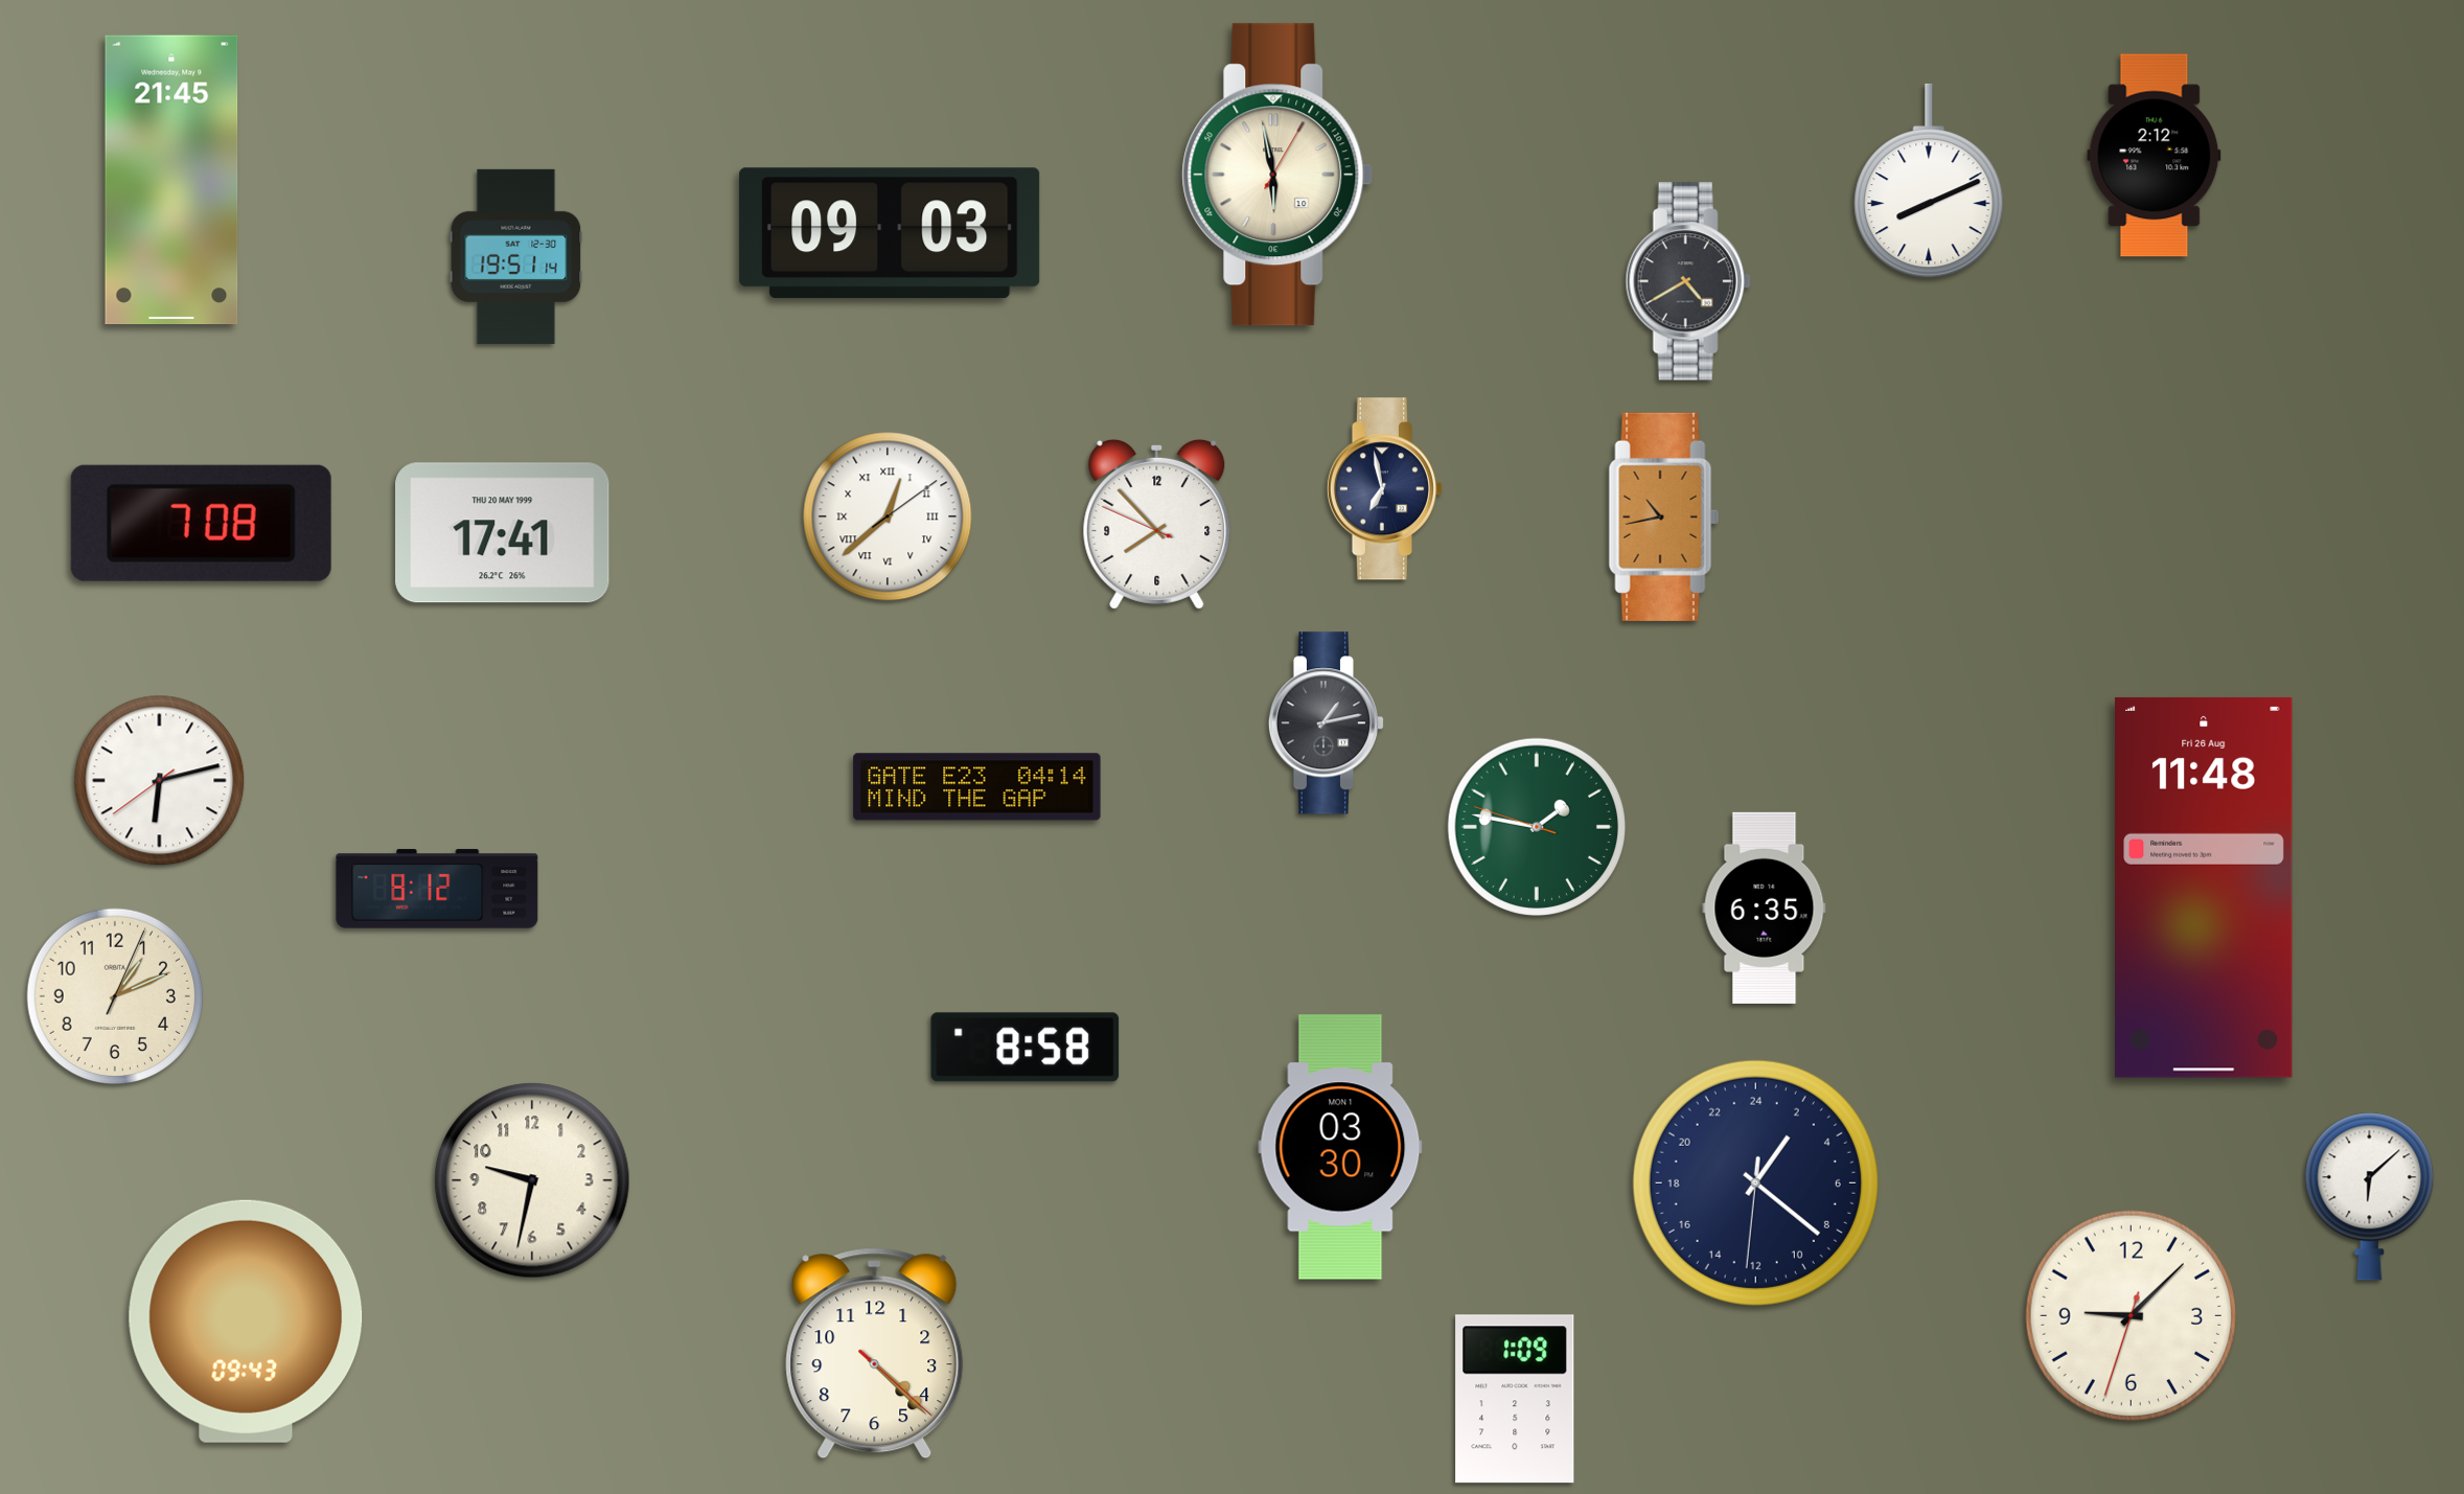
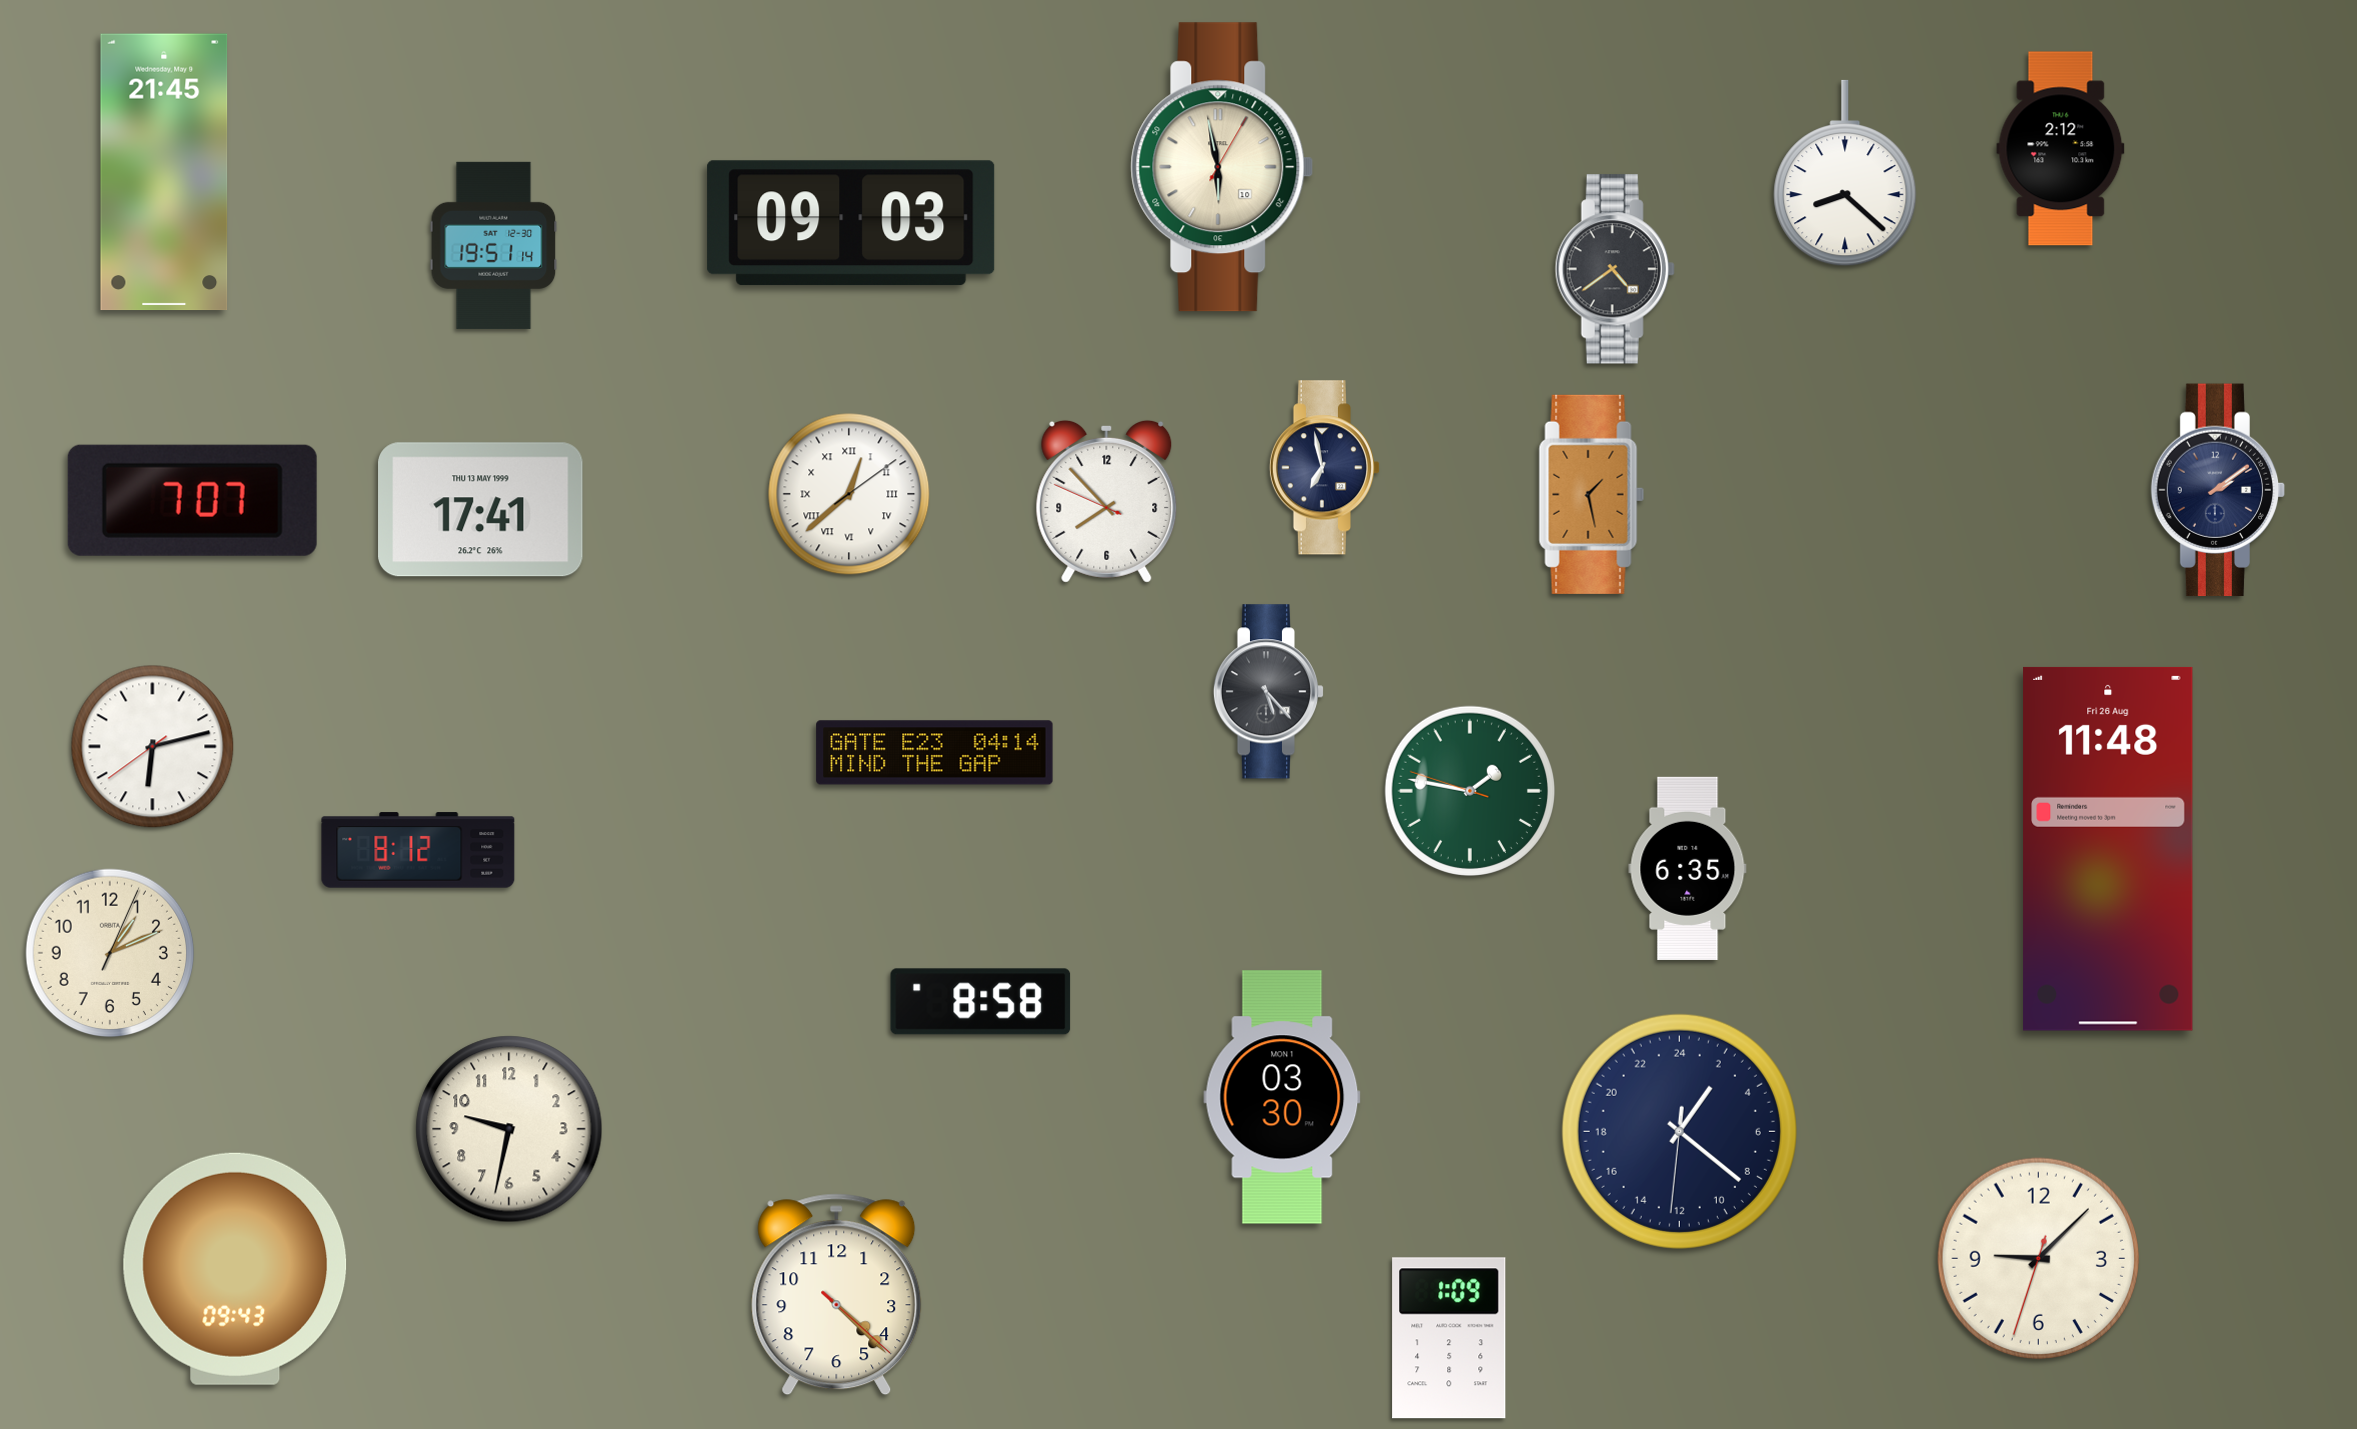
clock at (1929, 181): 8:11 -> 8:22
clock at (1688, 281): 4:40 -> 4:39
clock at (2218, 490): none -> 2:09
clock at (1664, 516): 10:43 -> 1:28
clock at (201, 523): 7:08 -> 7:07
clock at (503, 533) date: THU 20 MAY 1999 -> THU 13 MAY 1999
clock at (1327, 723): 1:13 -> 5:23
clock at (2370, 1196): 6:08 -> none
clock at (246, 1321) position: (246, 1321) -> (235, 1269)
